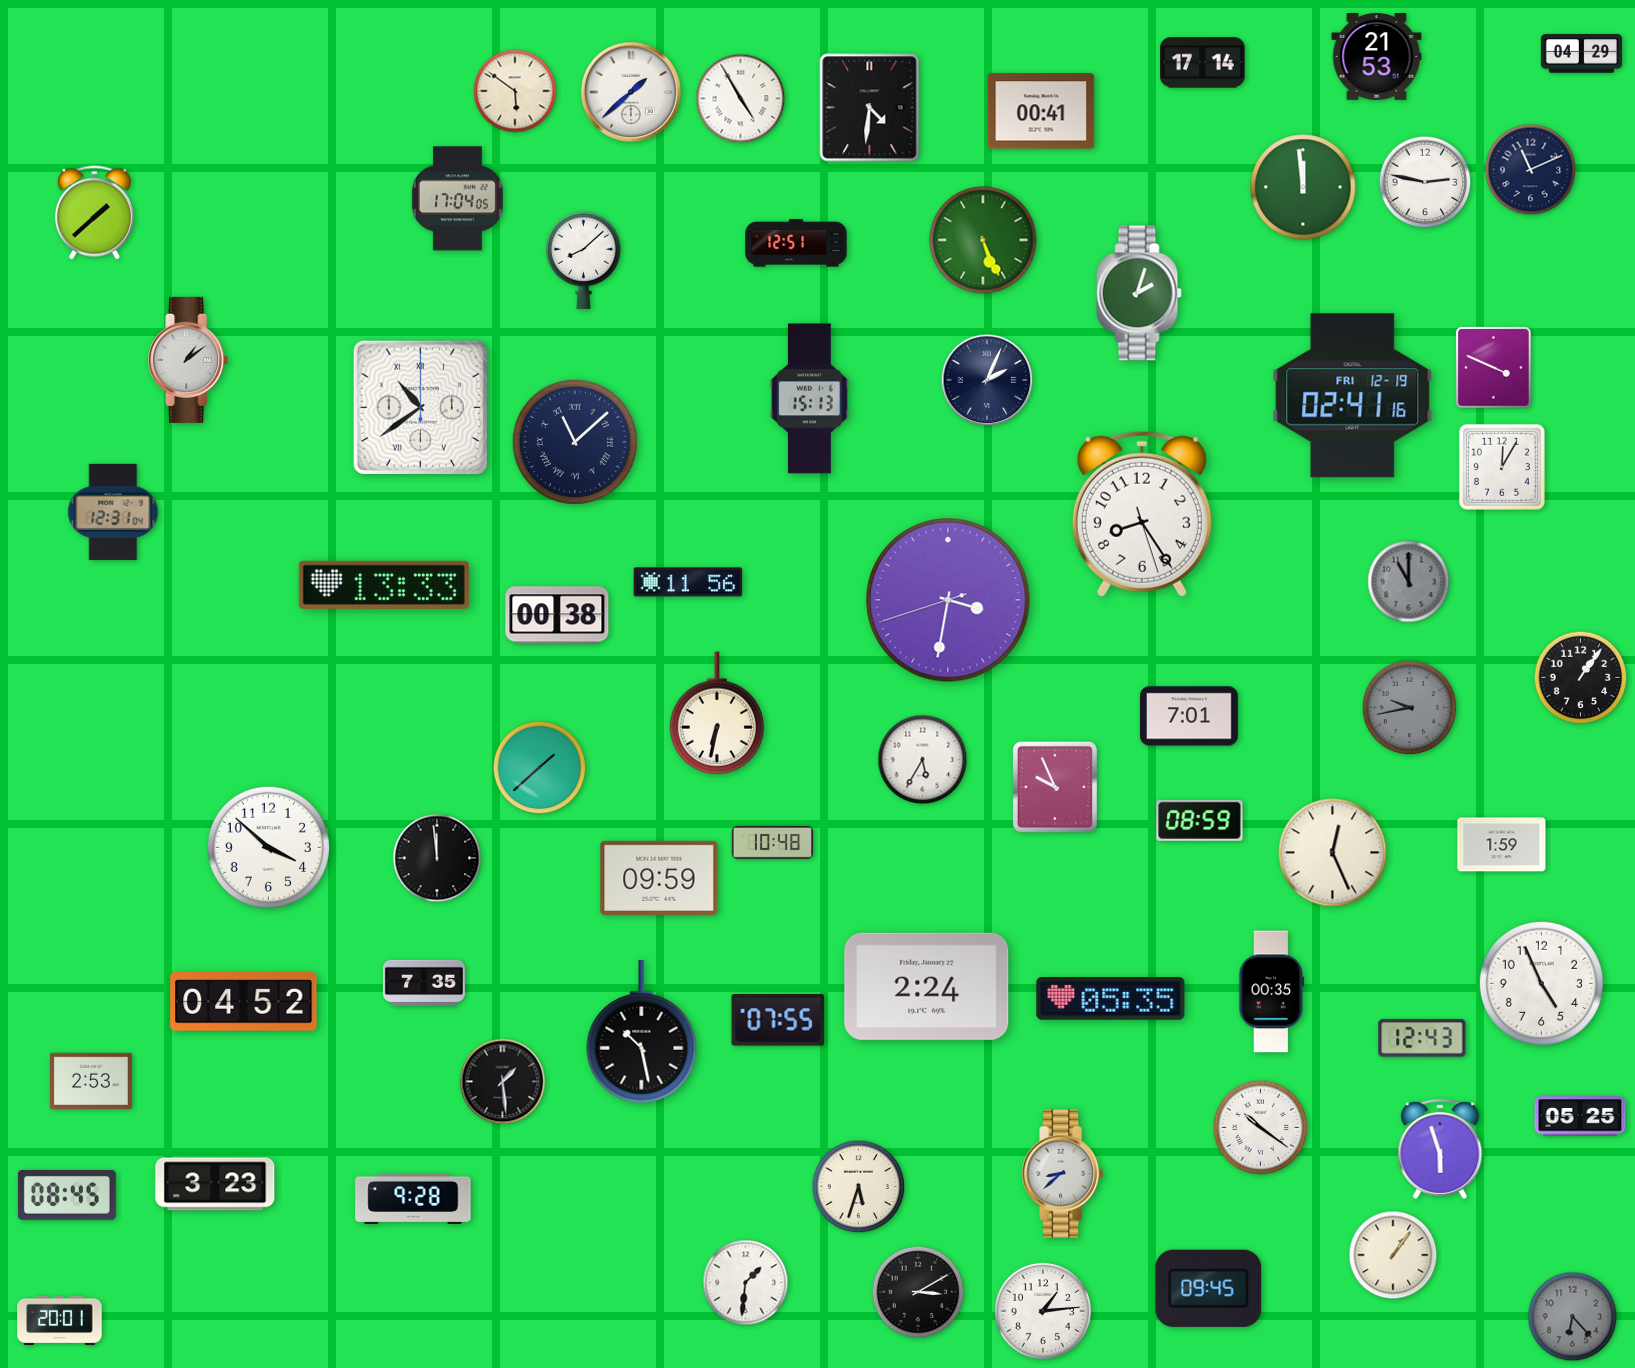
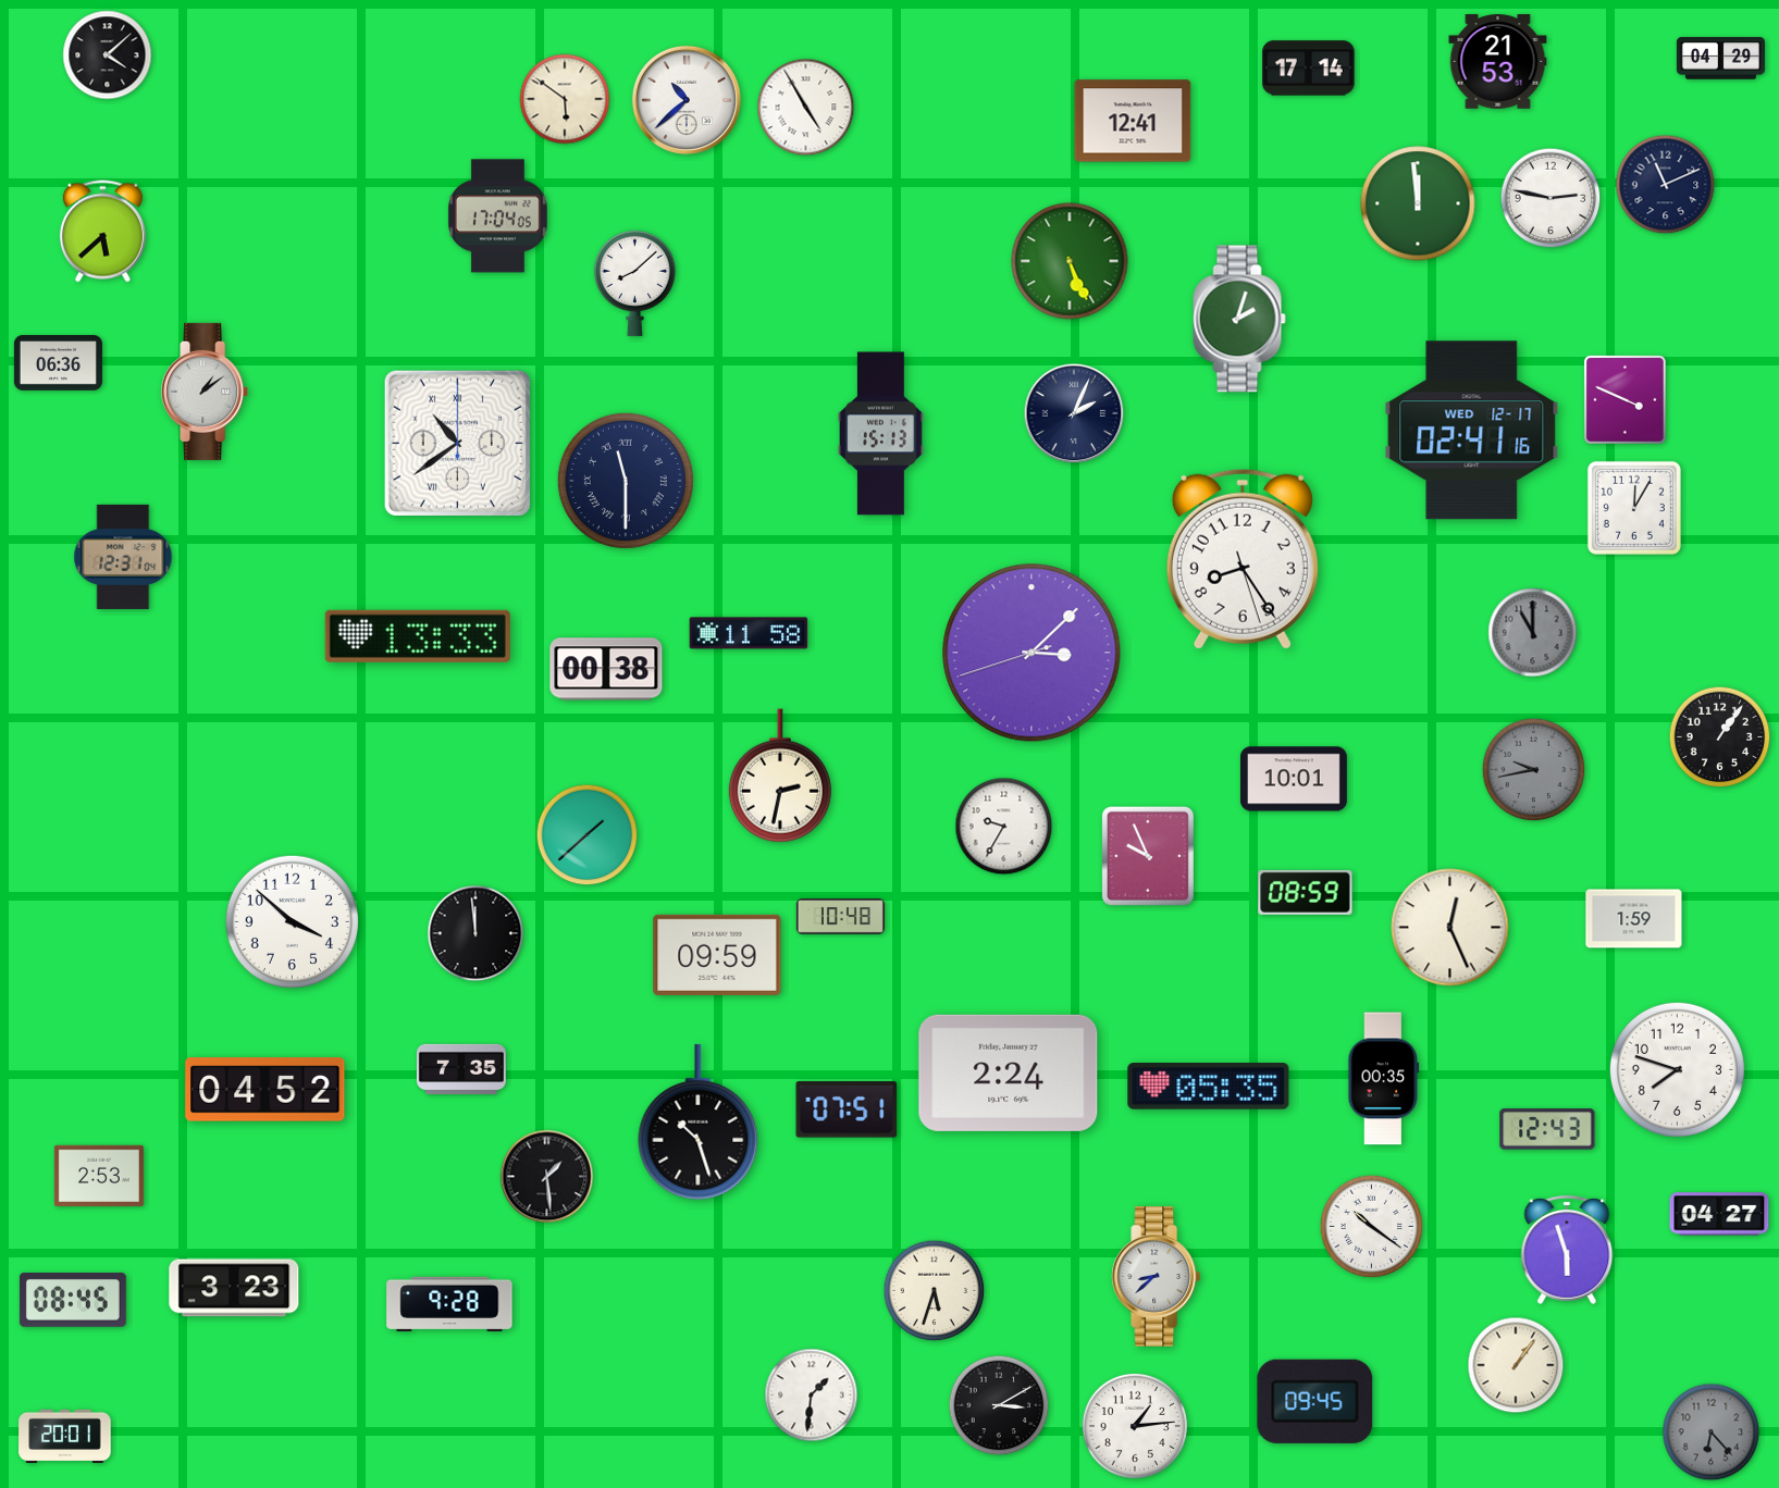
clock at (108, 55): none -> 4:08
clock at (515, 91) position: (515, 91) -> (565, 99)
clock at (631, 92): 1:38 -> 10:38
clock at (870, 108): 4:31 -> none
clock at (1041, 111): 00:41 -> 12:41
clock at (94, 213): 1:38 -> 5:38
clock at (796, 243): 12:51 -> none
clock at (58, 363): none -> 06:36
clock at (1353, 396) date: FRI 12-19 -> WED 12-17
clock at (575, 442): 11:08 -> 11:30
clock at (688, 582): 11:56 -> 11:58
clock at (948, 600): 3:31 -> 3:07
clock at (717, 713): 6:32 -> 2:32
clock at (1189, 716): 7:01 -> 10:01
clock at (923, 760): 5:35 -> 9:35
clock at (1541, 983): 4:56 -> 7:48
clock at (778, 1020): 07:55 -> 07:51
clock at (642, 1032): 10:28 -> 10:27
clock at (1580, 1116): 05:25 -> 04:27
